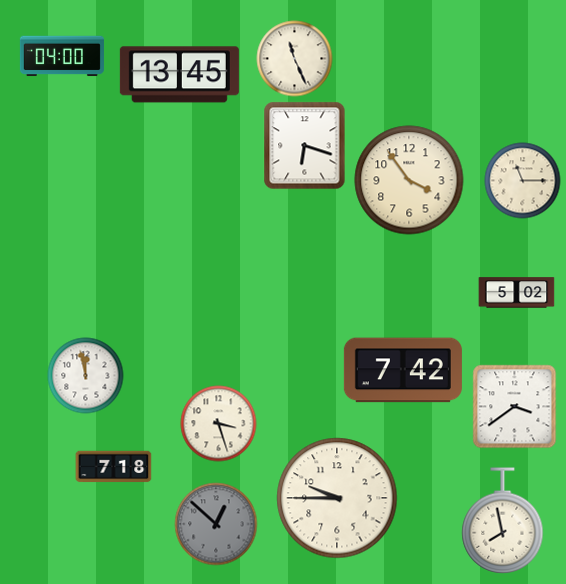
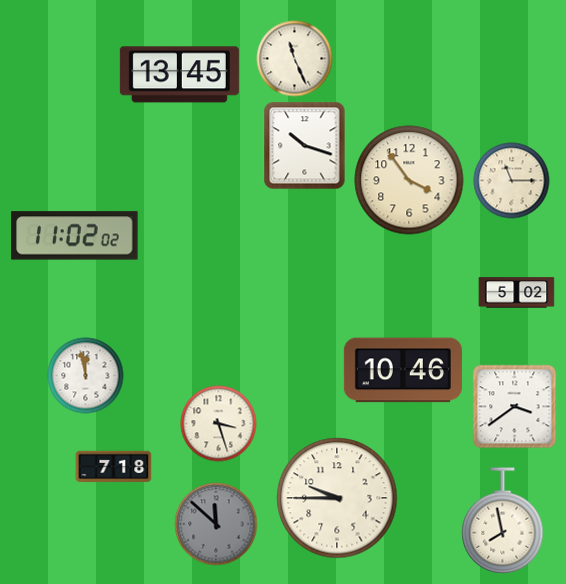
clock at (62, 56): 04:00 -> none
clock at (305, 146): 6:18 -> 10:18
clock at (523, 181) position: (523, 181) -> (512, 181)
clock at (75, 236): none -> 11:02
clock at (403, 370): 7:42 -> 10:46
clock at (216, 524): 12:52 -> 11:52
